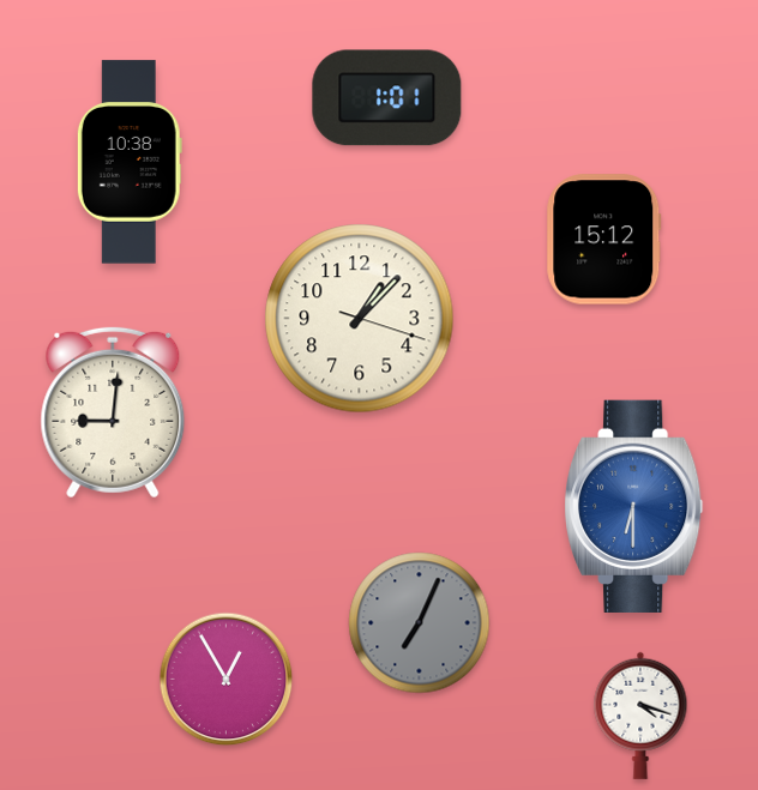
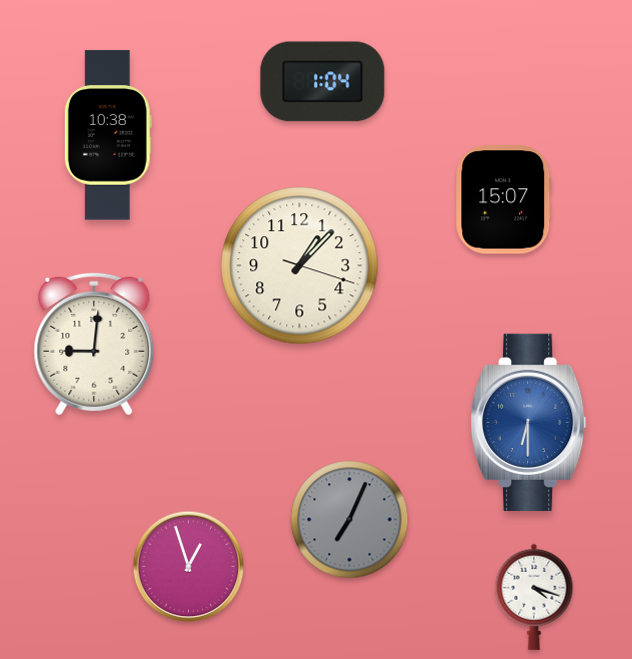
clock at (387, 98): 1:01 -> 1:04
clock at (604, 240): 15:12 -> 15:07
clock at (227, 680): 12:55 -> 12:57
